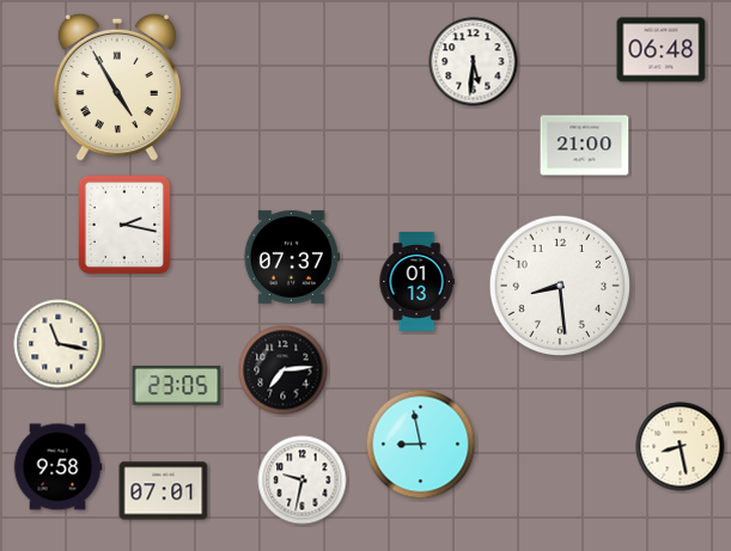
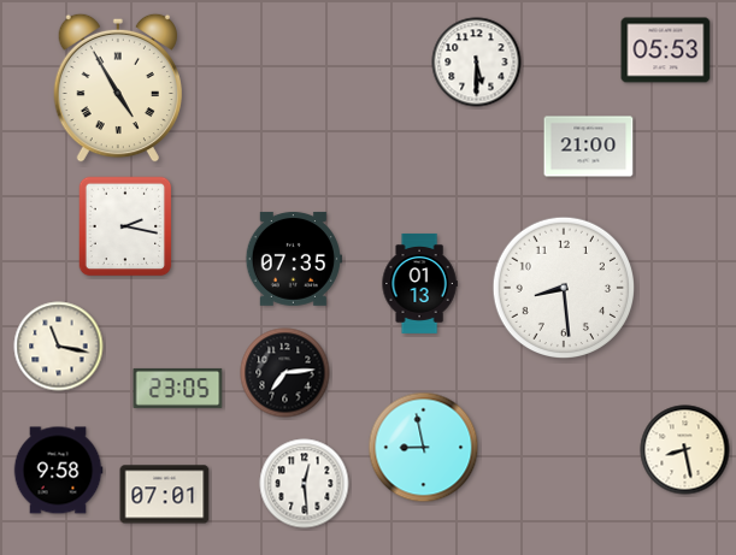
clock at (662, 50): 06:48 -> 05:53
clock at (474, 62): 5:31 -> 5:30
clock at (292, 257): 07:37 -> 07:35
clock at (303, 480): 9:32 -> 12:29
